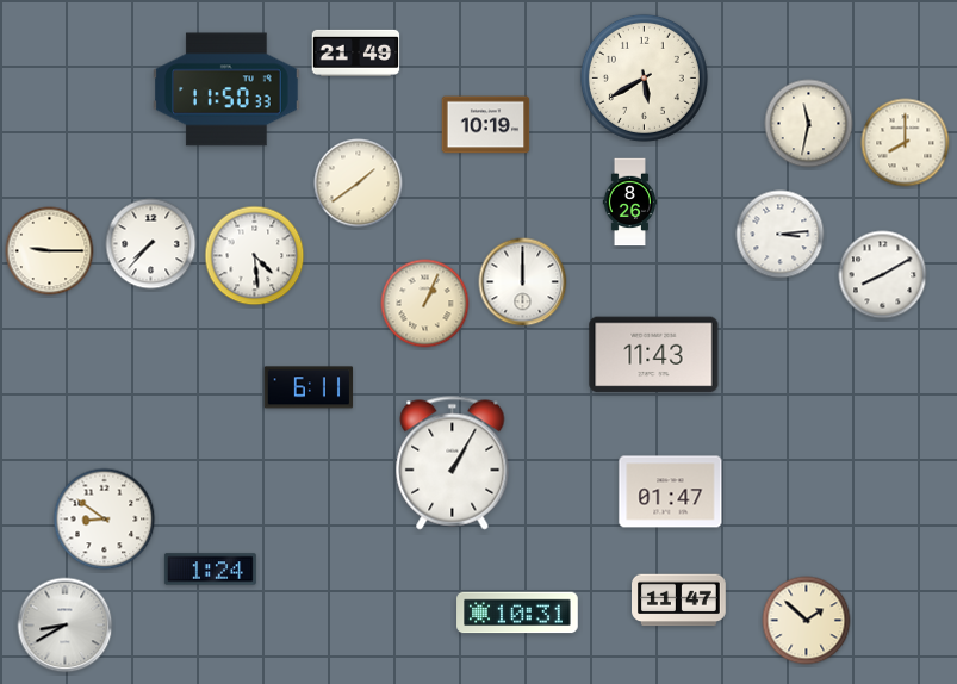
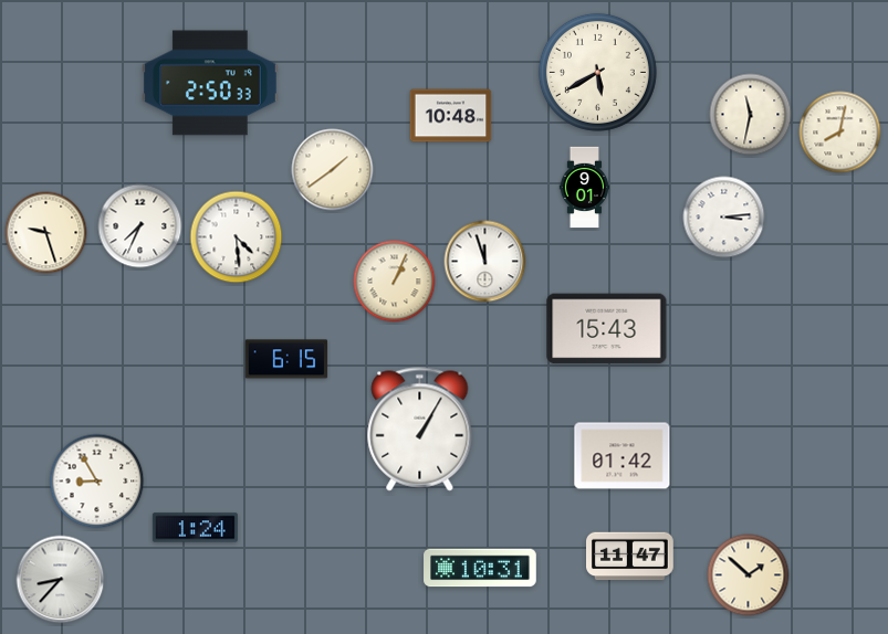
clock at (356, 52): 21:49 -> none
clock at (228, 89): 11:50 -> 2:50
clock at (486, 125): 10:19 -> 10:48
clock at (906, 143): 8:00 -> 8:02
clock at (630, 203): 8:26 -> 9:01
clock at (151, 244): 7:37 -> 7:34
clock at (50, 251): 9:15 -> 9:27
clock at (883, 275): 8:10 -> none
clock at (523, 282): 12:00 -> 11:57
clock at (654, 355): 11:43 -> 15:43
clock at (309, 387): 6:11 -> 6:15
clock at (671, 492): 01:47 -> 01:42
clock at (105, 520): 8:51 -> 8:55
clock at (66, 626): 8:40 -> 8:37
